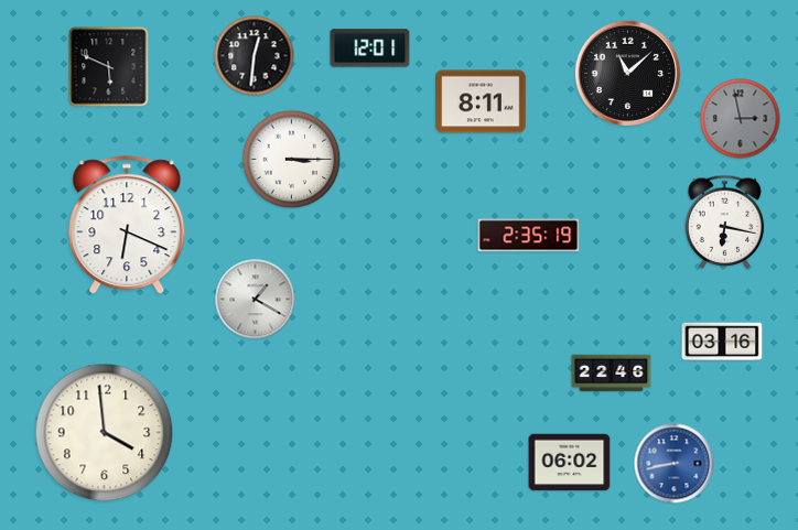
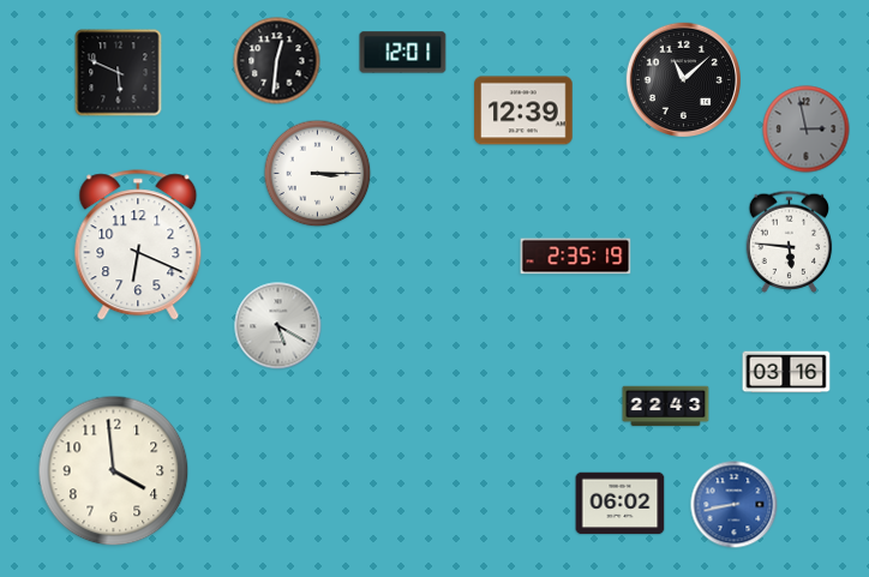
clock at (481, 101): 8:11 -> 12:39
clock at (725, 221): 6:17 -> 5:46
clock at (256, 300): 1:20 -> 5:20
clock at (612, 374): 22:46 -> 22:43
